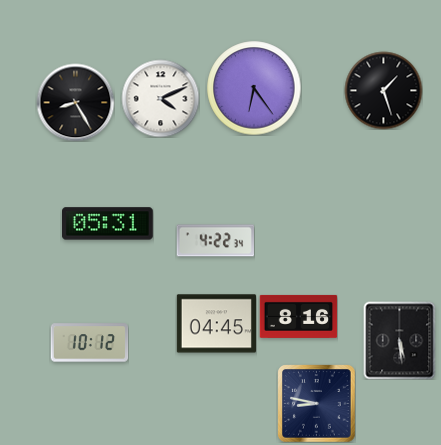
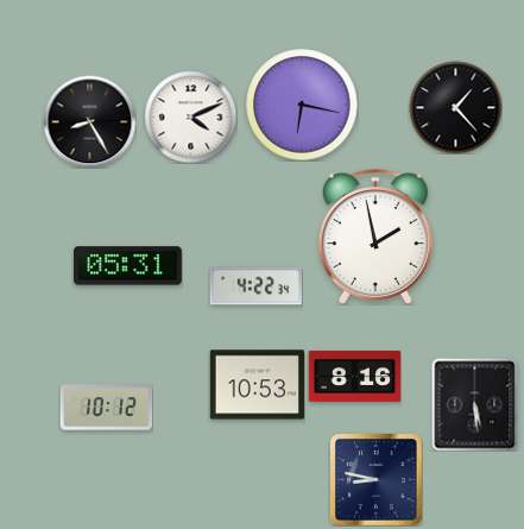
clock at (254, 88): 6:24 -> 6:17
clock at (383, 90): 1:27 -> 1:23
clock at (375, 237): none -> 1:58
clock at (216, 324): 04:45 -> 10:53
